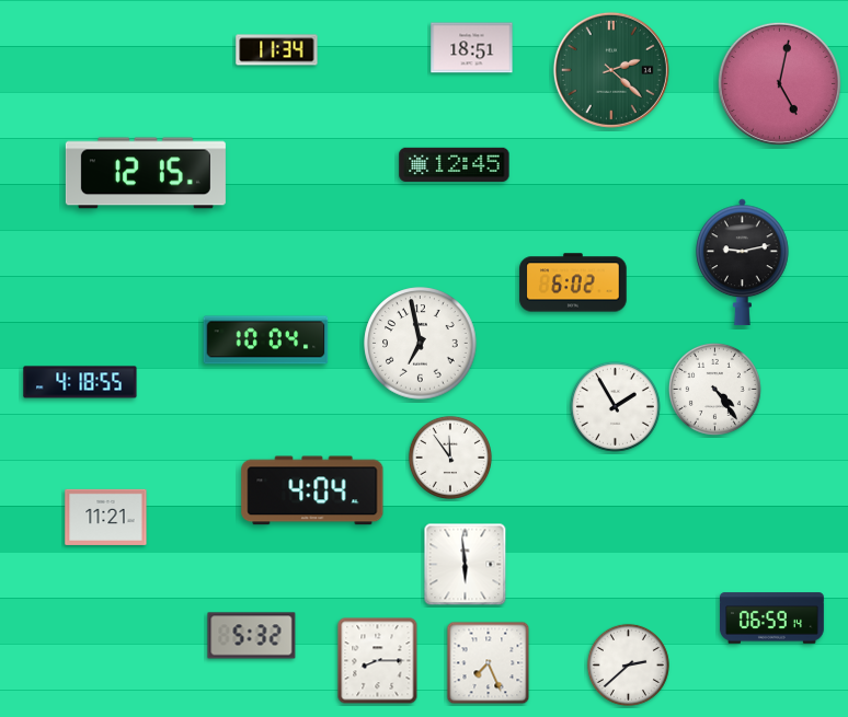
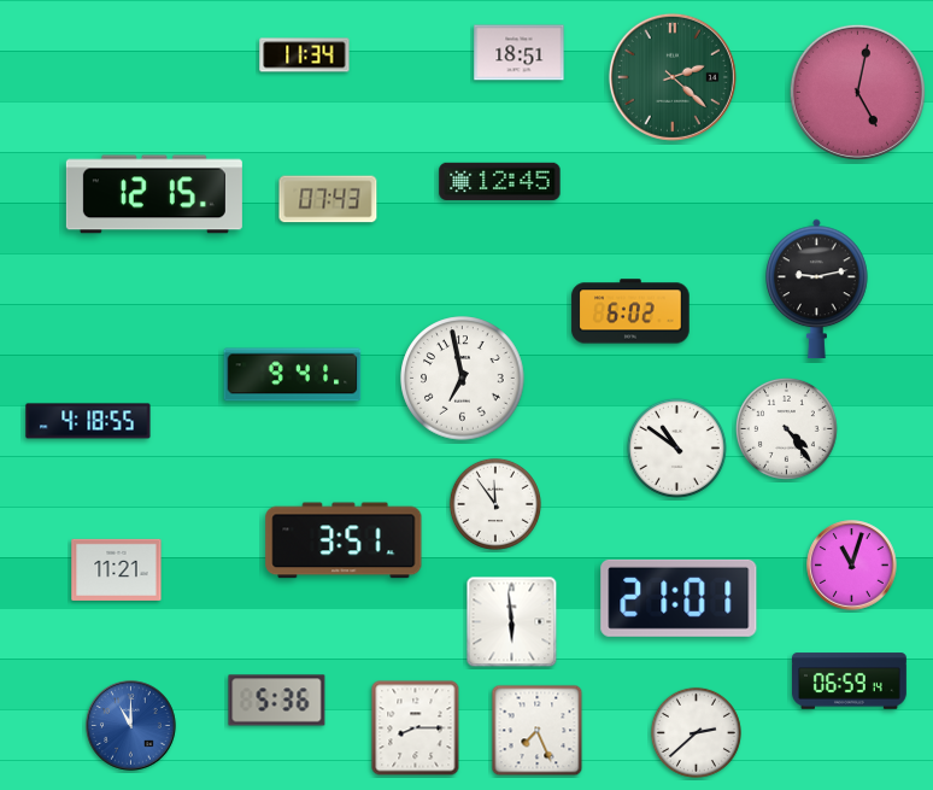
clock at (146, 173) position: (146, 173) -> (154, 194)
clock at (328, 199): none -> 07:43
clock at (266, 340): 10:04 -> 9:41
clock at (615, 406): 1:55 -> 10:51
clock at (312, 490): 4:04 -> 3:51
clock at (852, 566): none -> 11:03
clock at (679, 598): none -> 21:01
clock at (252, 636): 5:32 -> 5:36
clock at (131, 726): none -> 11:00
clock at (628, 664) position: (628, 664) -> (696, 732)
